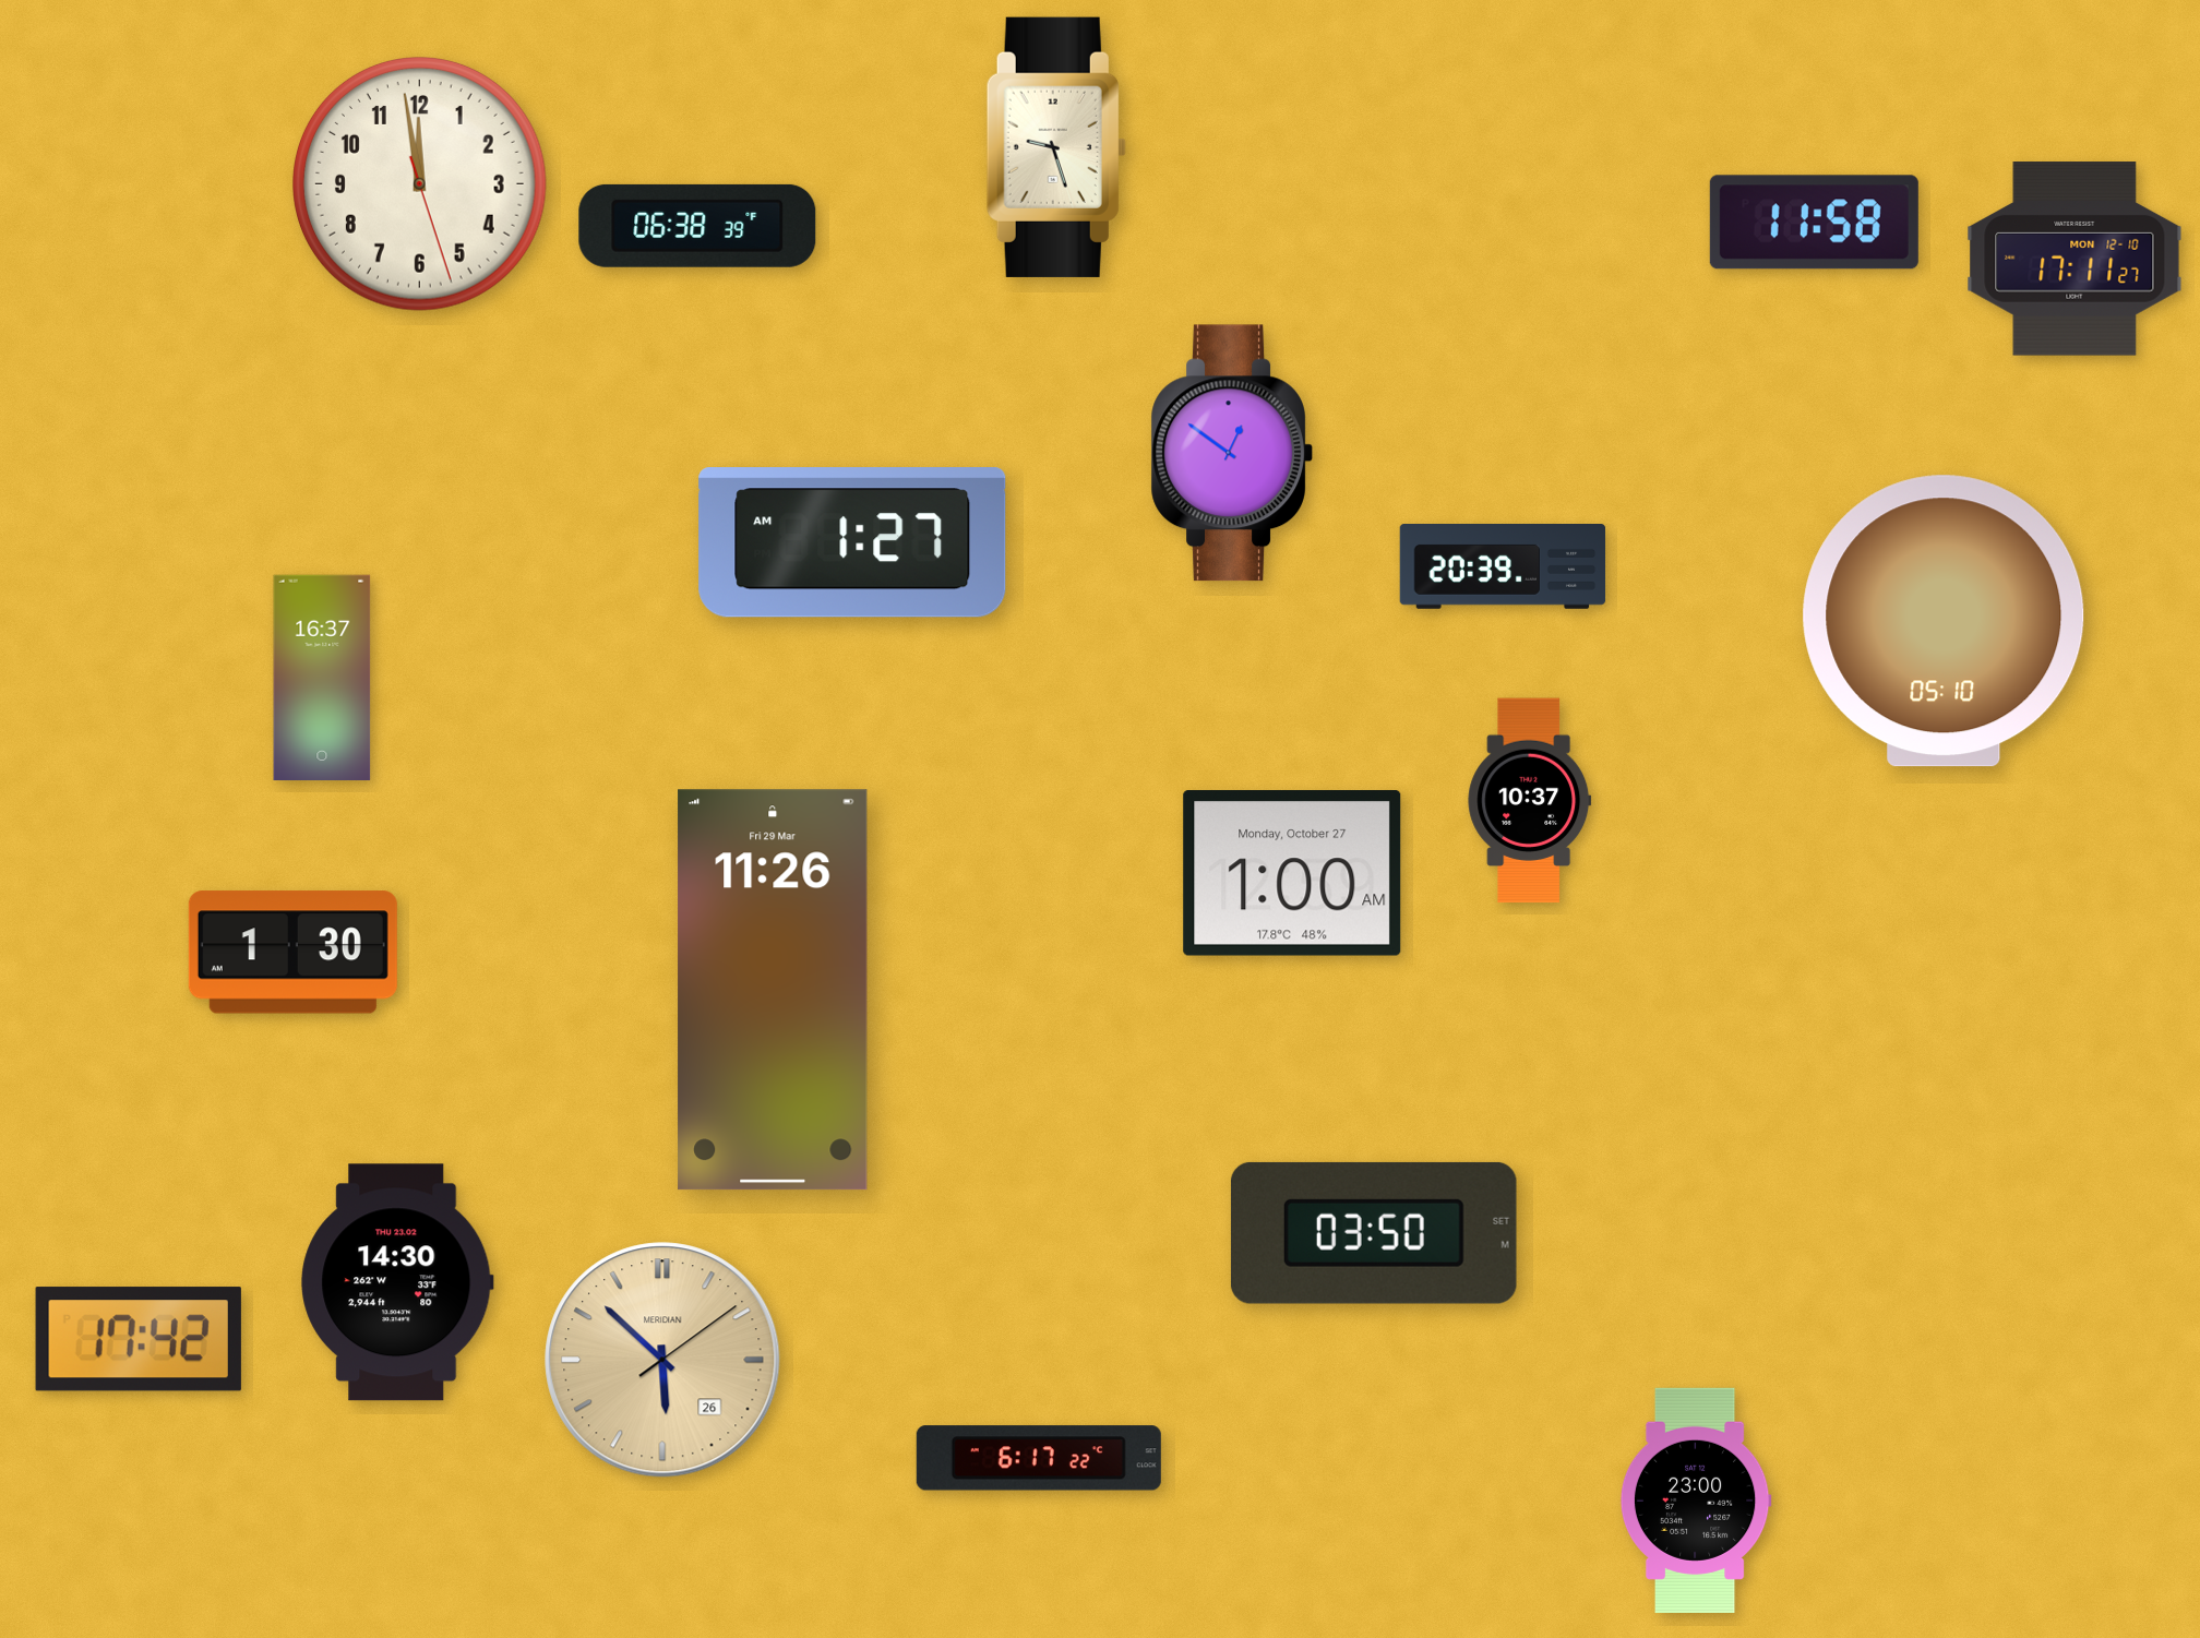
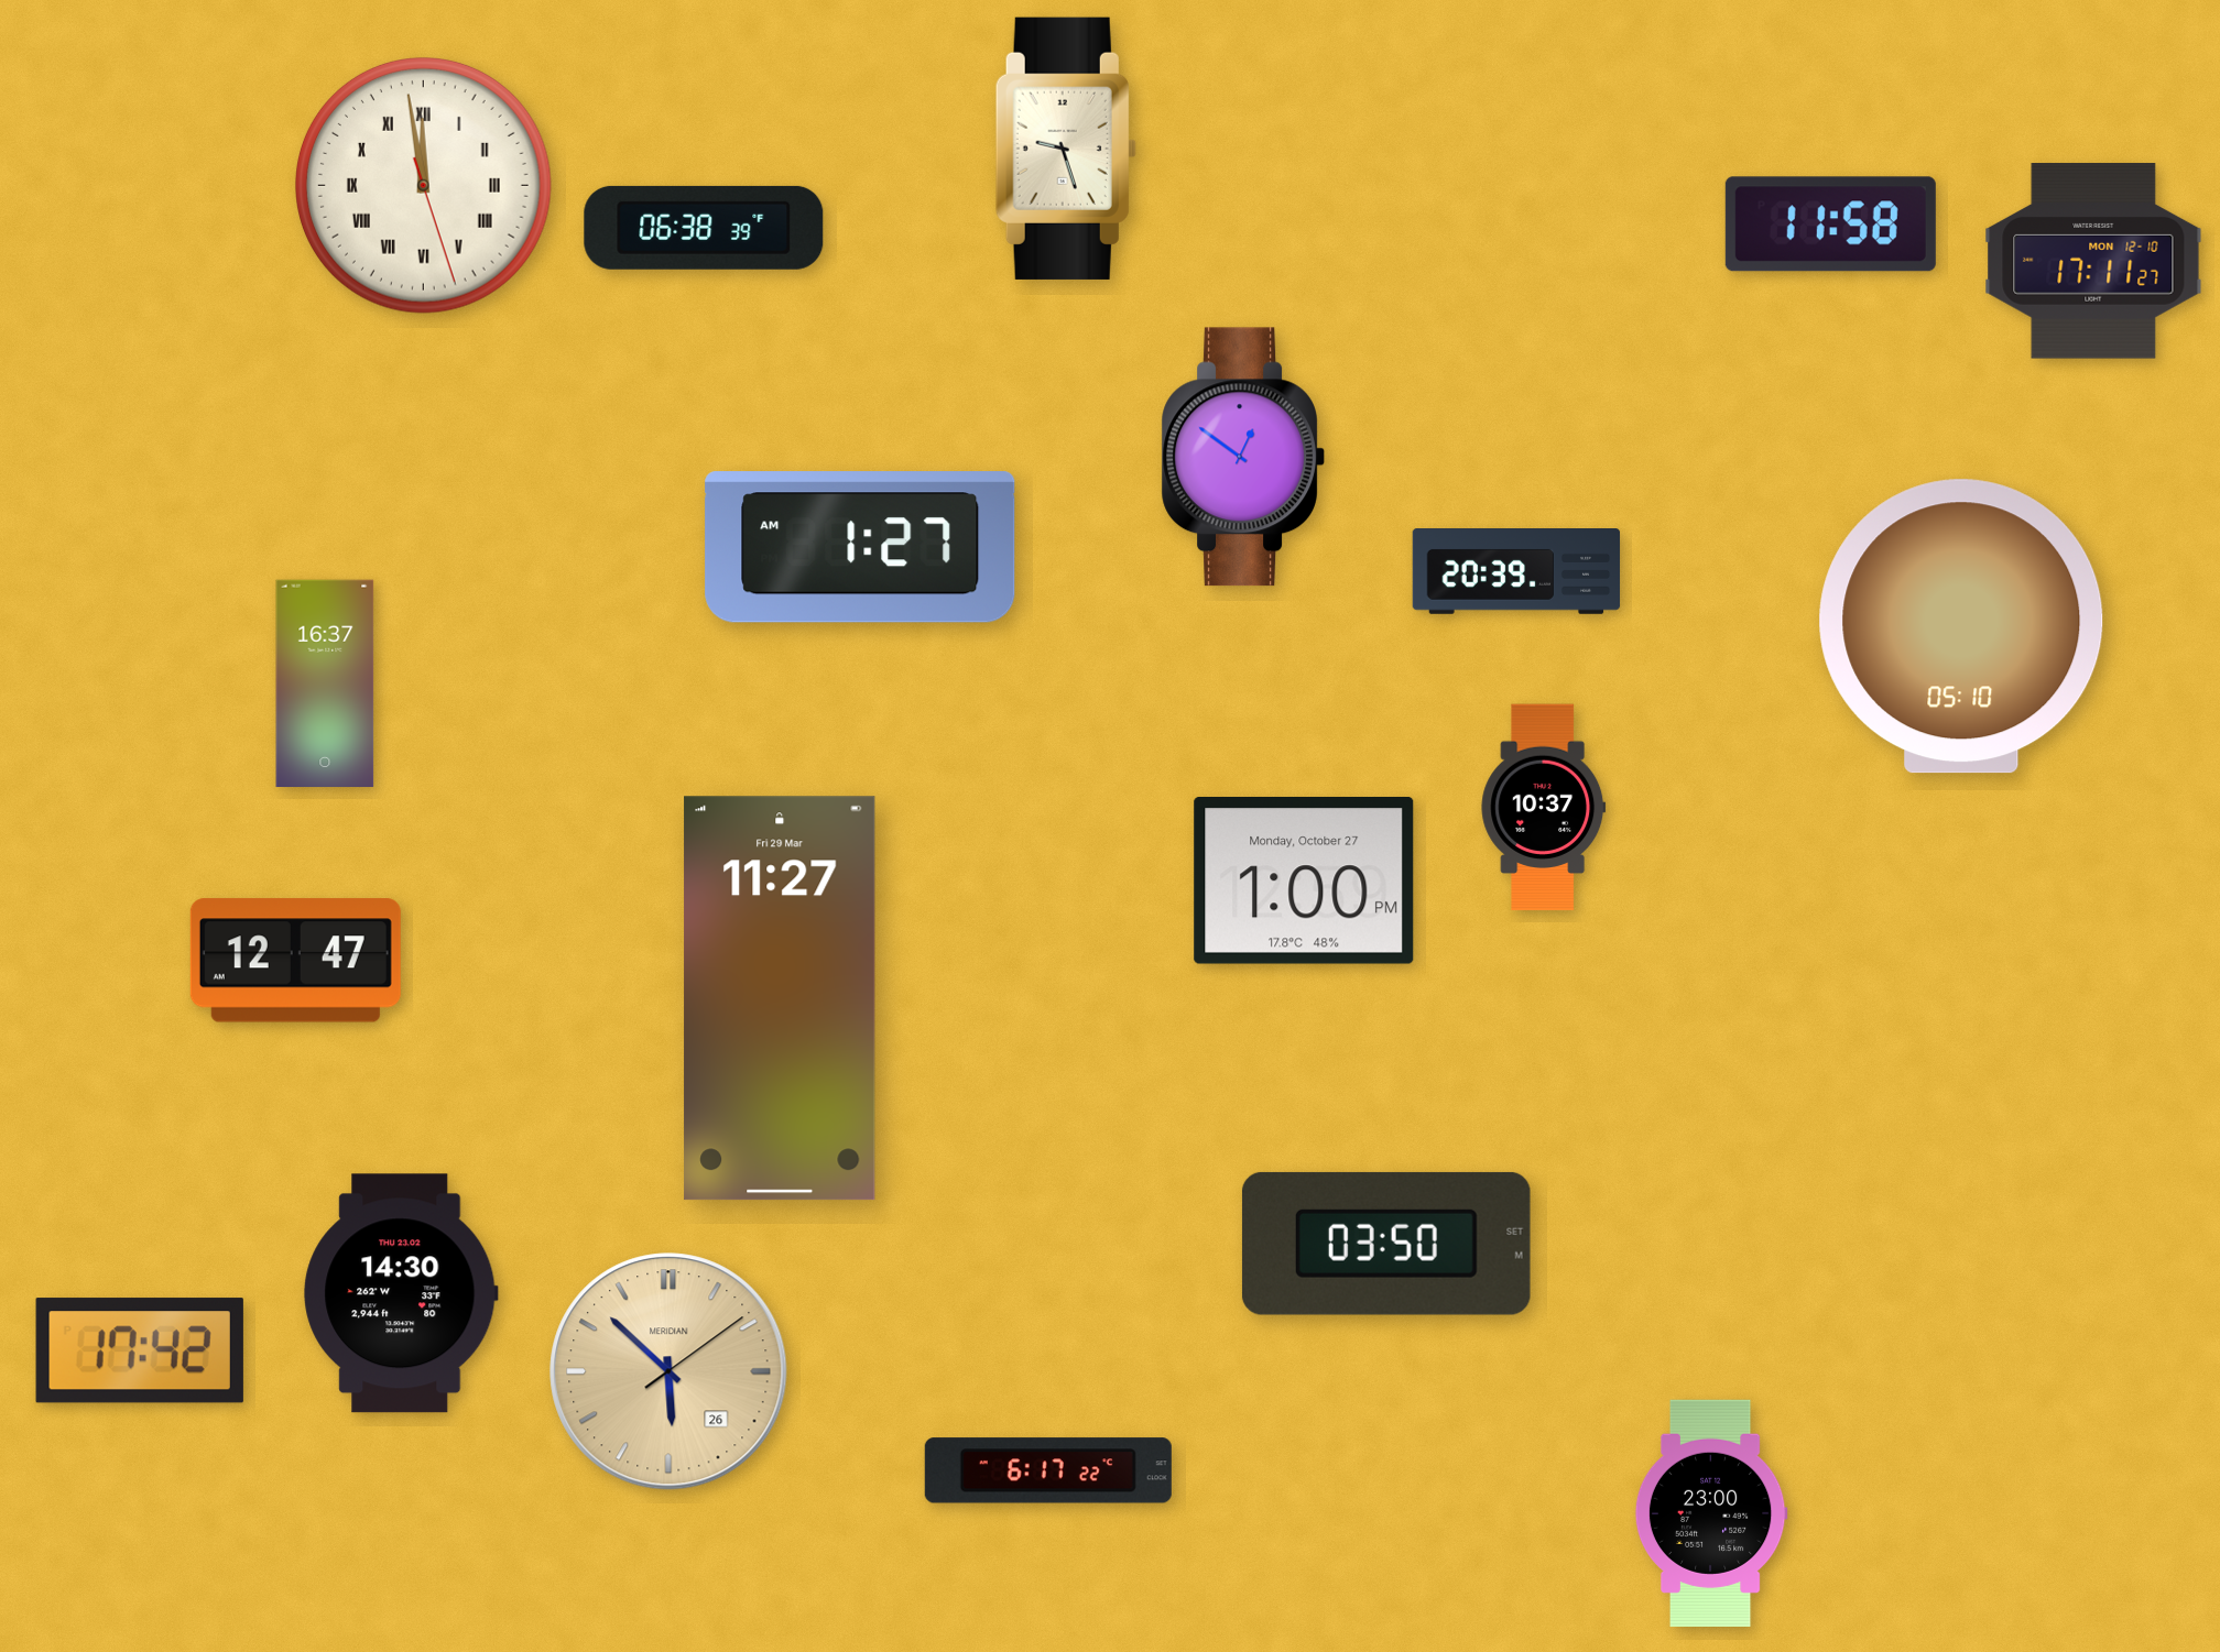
clock at (420, 184) numerals: Arabic -> Roman
clock at (1292, 874): 1:00 AM -> 1:00 PM
clock at (292, 953): 1:30 -> 12:47
clock at (773, 990): 11:26 -> 11:27
